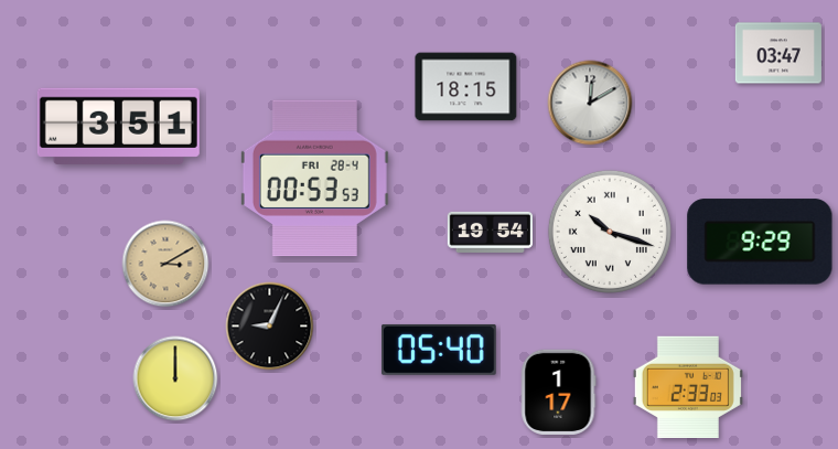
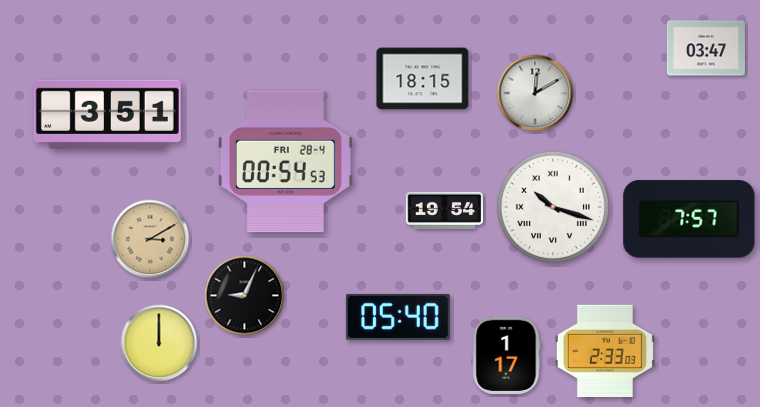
clock at (314, 179): 00:53 -> 00:54
clock at (610, 232) position: (610, 232) -> (553, 207)
clock at (760, 242): 9:29 -> 7:57
clock at (688, 386) position: (688, 386) -> (605, 350)
